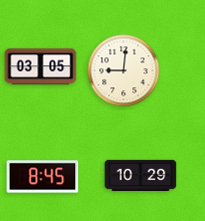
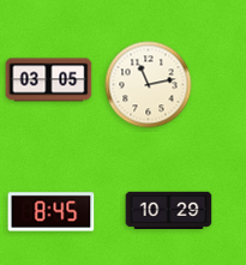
clock at (124, 71): 9:01 -> 11:13
